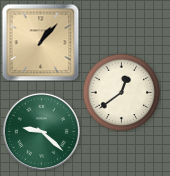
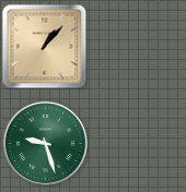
clock at (121, 92): 12:39 -> none
clock at (41, 131): 9:22 -> 9:27
